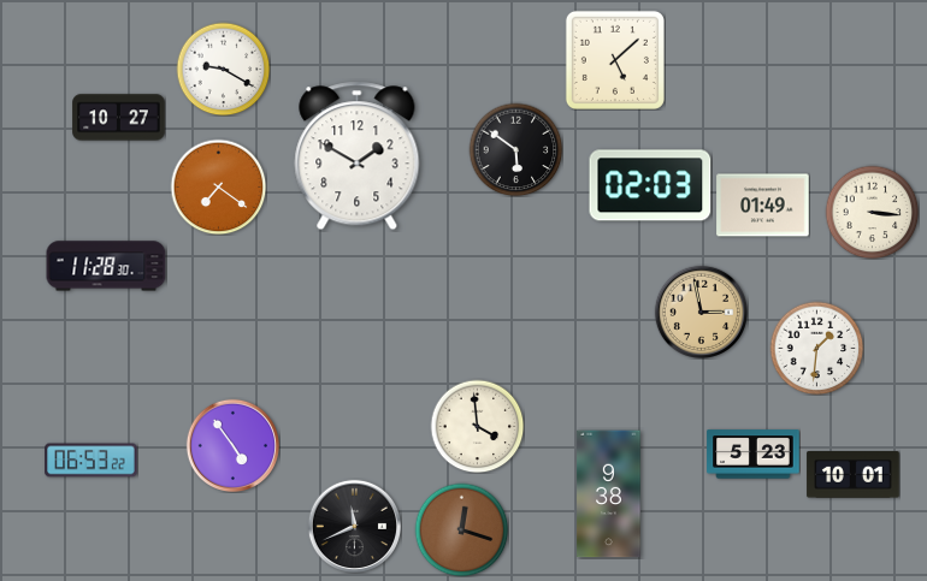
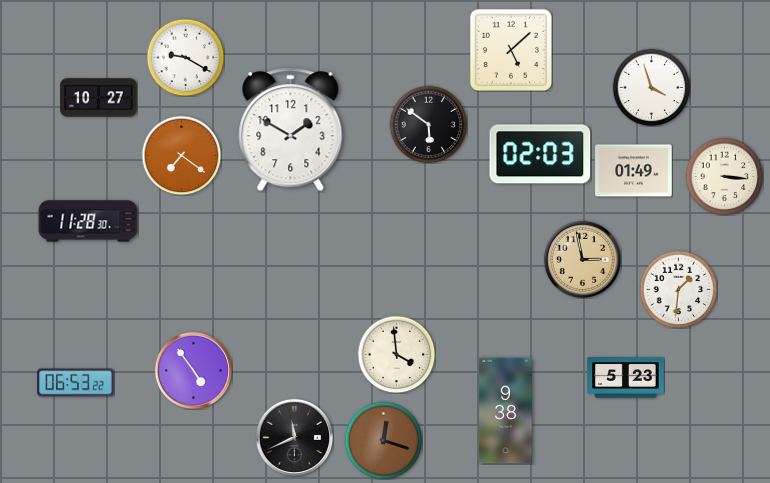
clock at (651, 87): none -> 3:57
clock at (358, 156) position: (358, 156) -> (291, 130)
clock at (854, 475): 10:01 -> none
